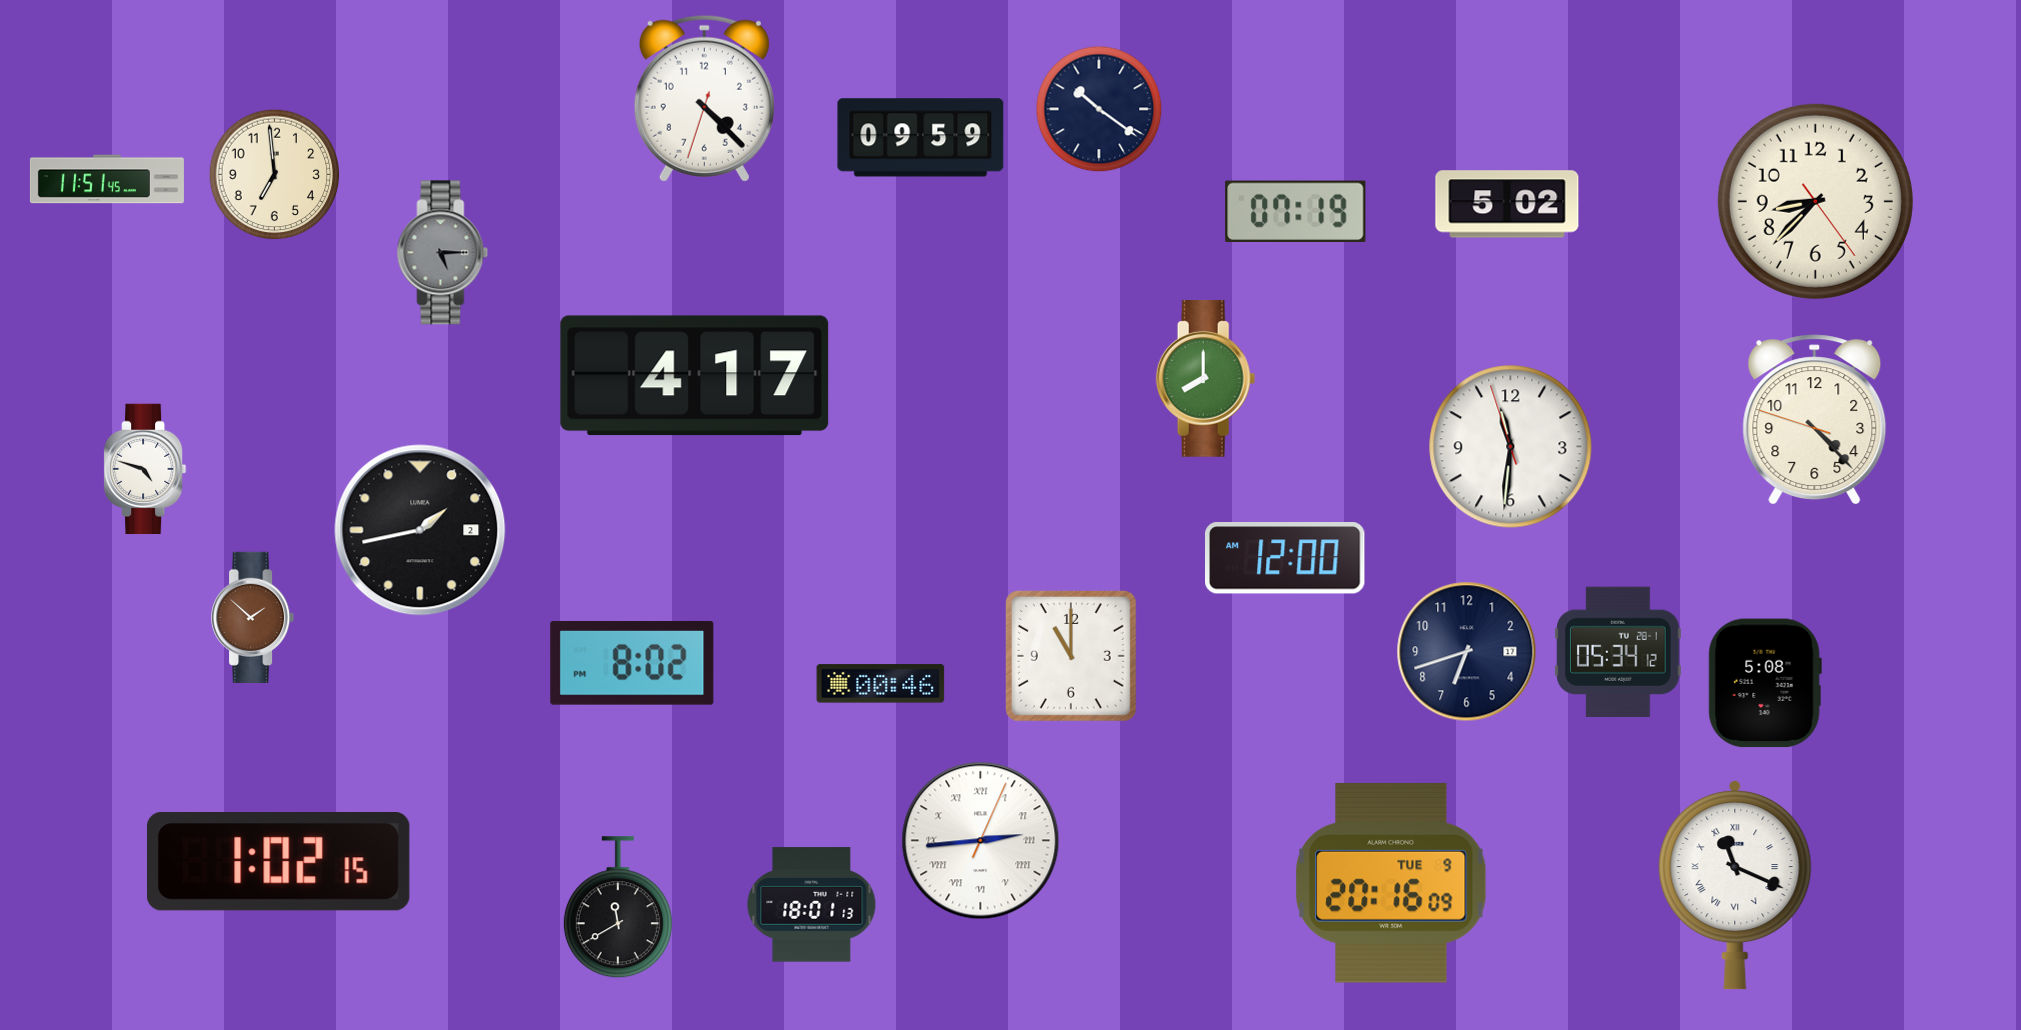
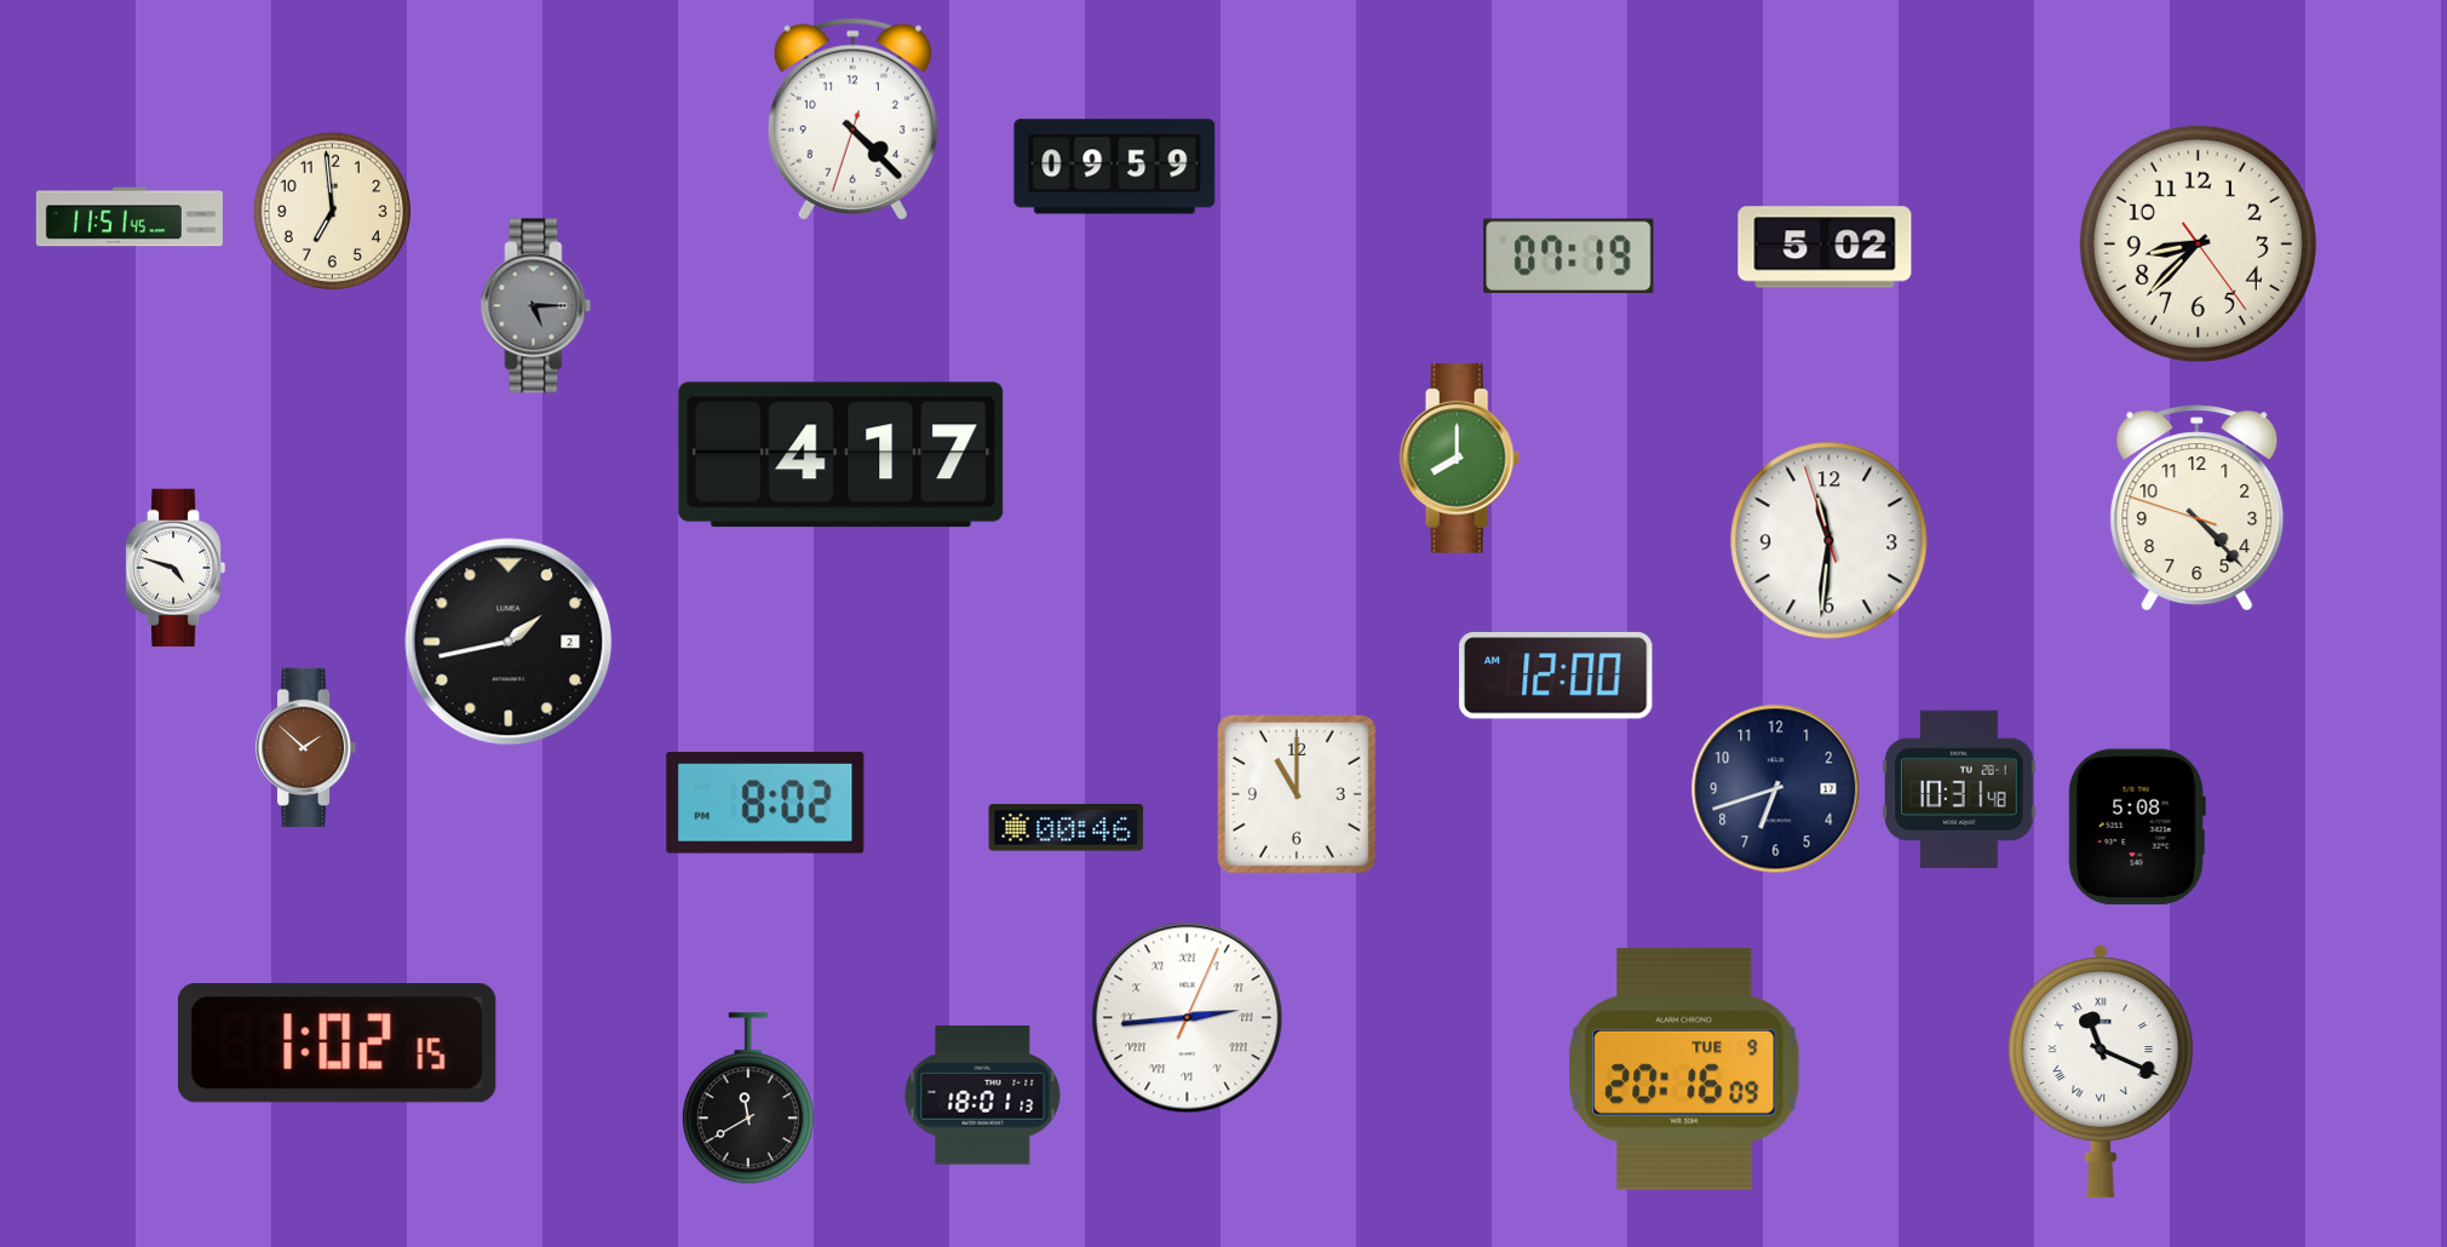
clock at (1099, 109): 10:21 -> none
clock at (1618, 652): 05:34 -> 10:31
